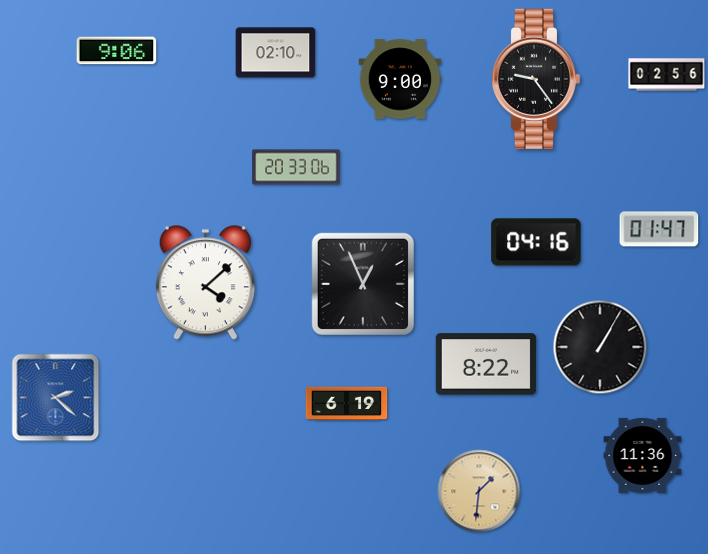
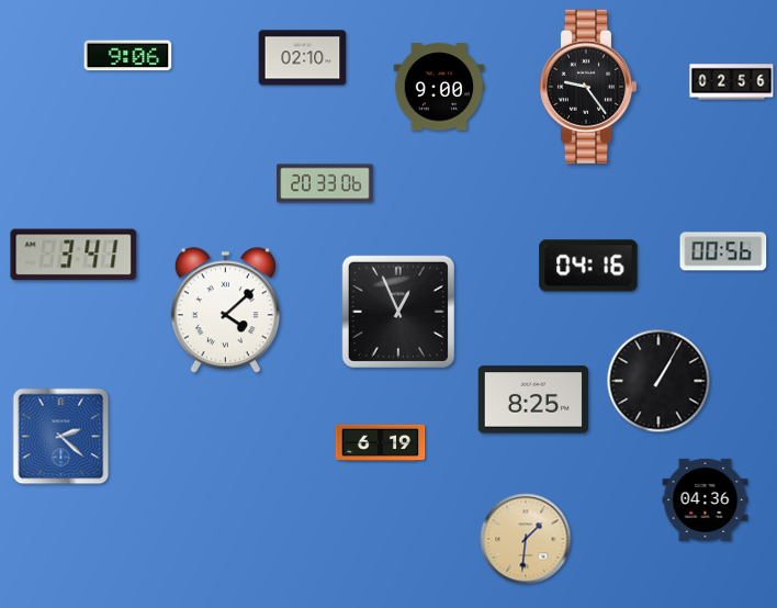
clock at (659, 229): 01:47 -> 00:56
clock at (74, 255): none -> 3:41
clock at (486, 364): 8:22 -> 8:25
clock at (643, 455): 11:36 -> 04:36
